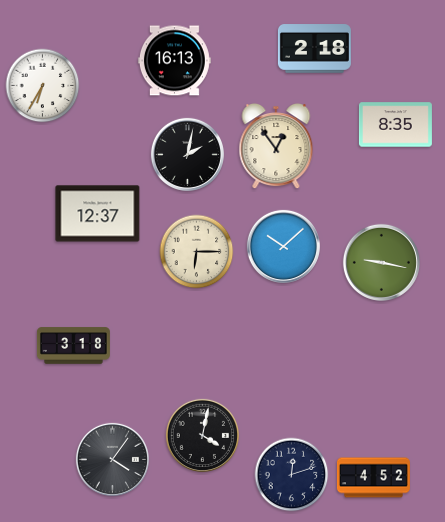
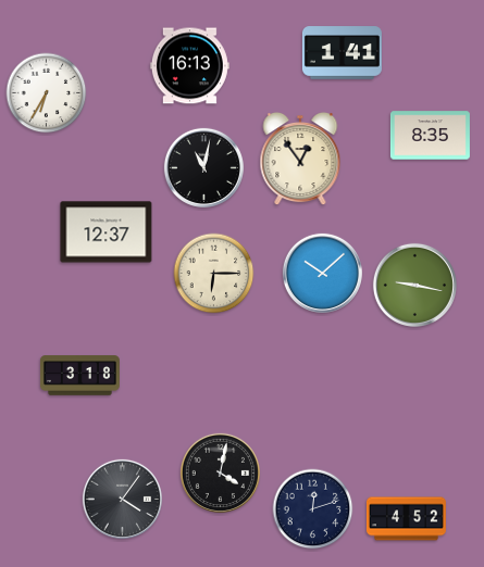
clock at (314, 49): 2:18 -> 1:41
clock at (187, 154): 2:02 -> 11:02
clock at (283, 246) position: (283, 246) -> (322, 273)
clock at (292, 475) position: (292, 475) -> (313, 509)
